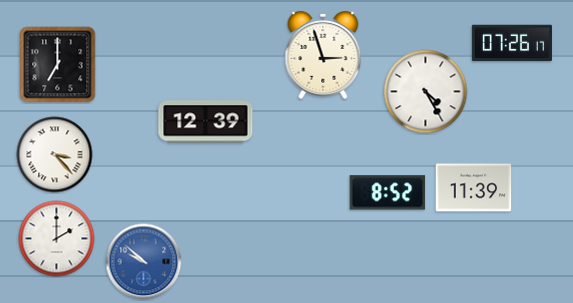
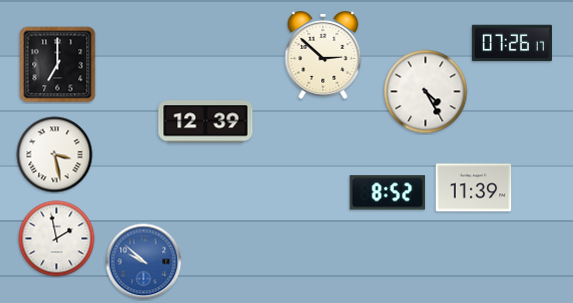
clock at (323, 56): 2:57 -> 2:52
clock at (55, 155): 3:23 -> 3:28
clock at (57, 239): 2:00 -> 1:58
